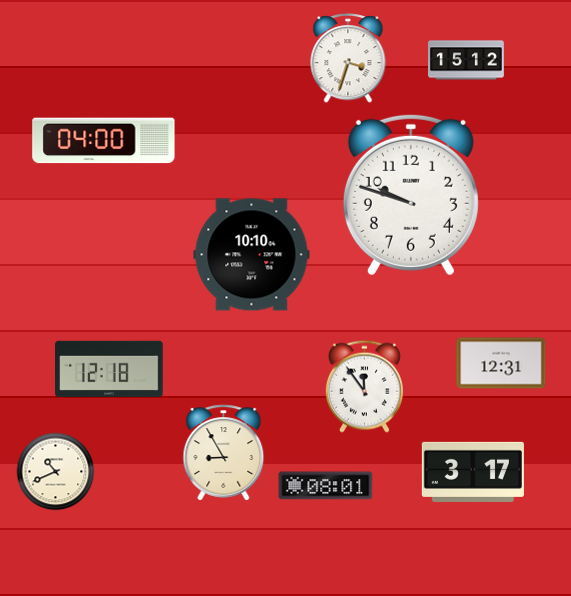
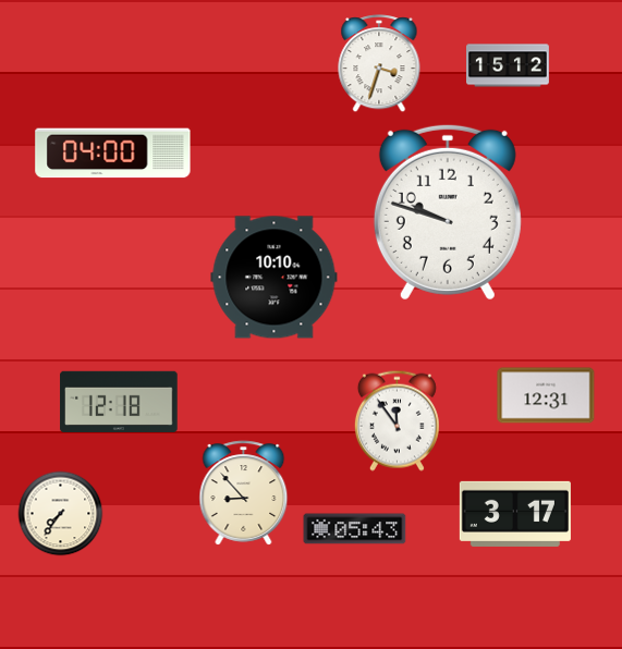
clock at (224, 453): 8:55 -> 8:53
clock at (56, 472): 10:41 -> 7:36
clock at (326, 486): 08:01 -> 05:43
